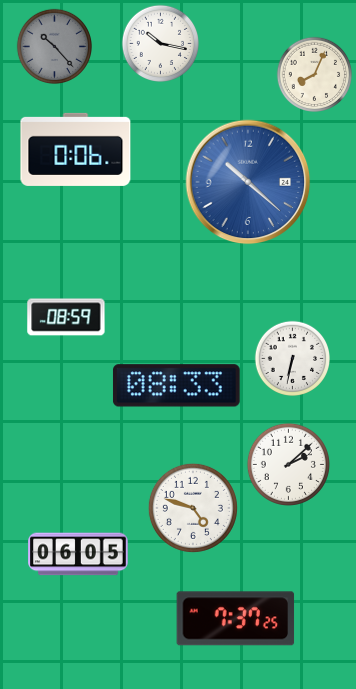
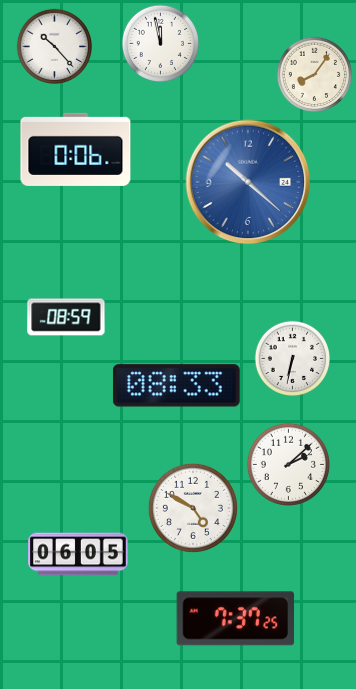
clock at (160, 43): 10:17 -> 11:58
clock at (54, 46) dial: grey -> white
clock at (314, 74): 8:04 -> 8:06
clock at (193, 508): 4:48 -> 4:50
